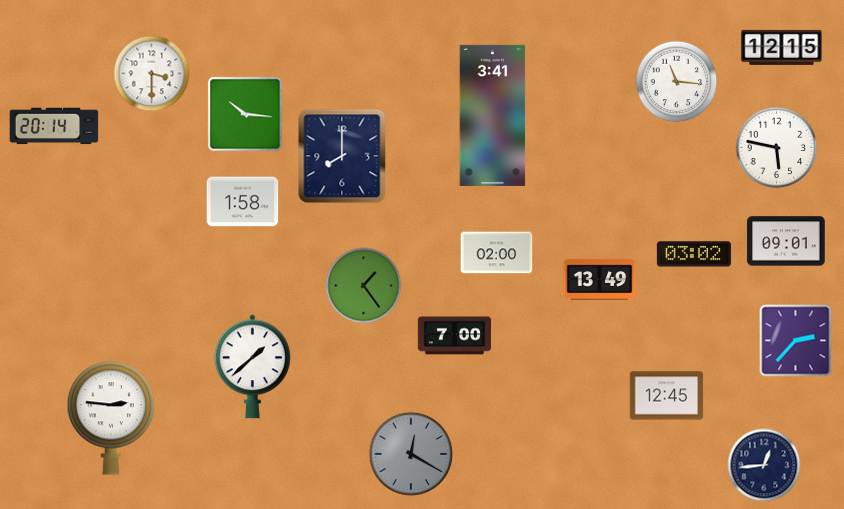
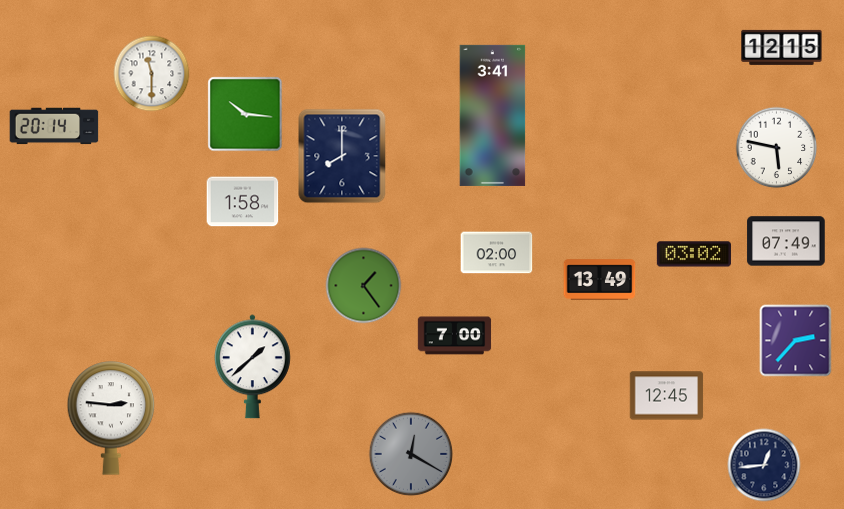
clock at (152, 74): 3:30 -> 11:30
clock at (677, 82): 11:16 -> none
clock at (786, 241): 09:01 -> 07:49
